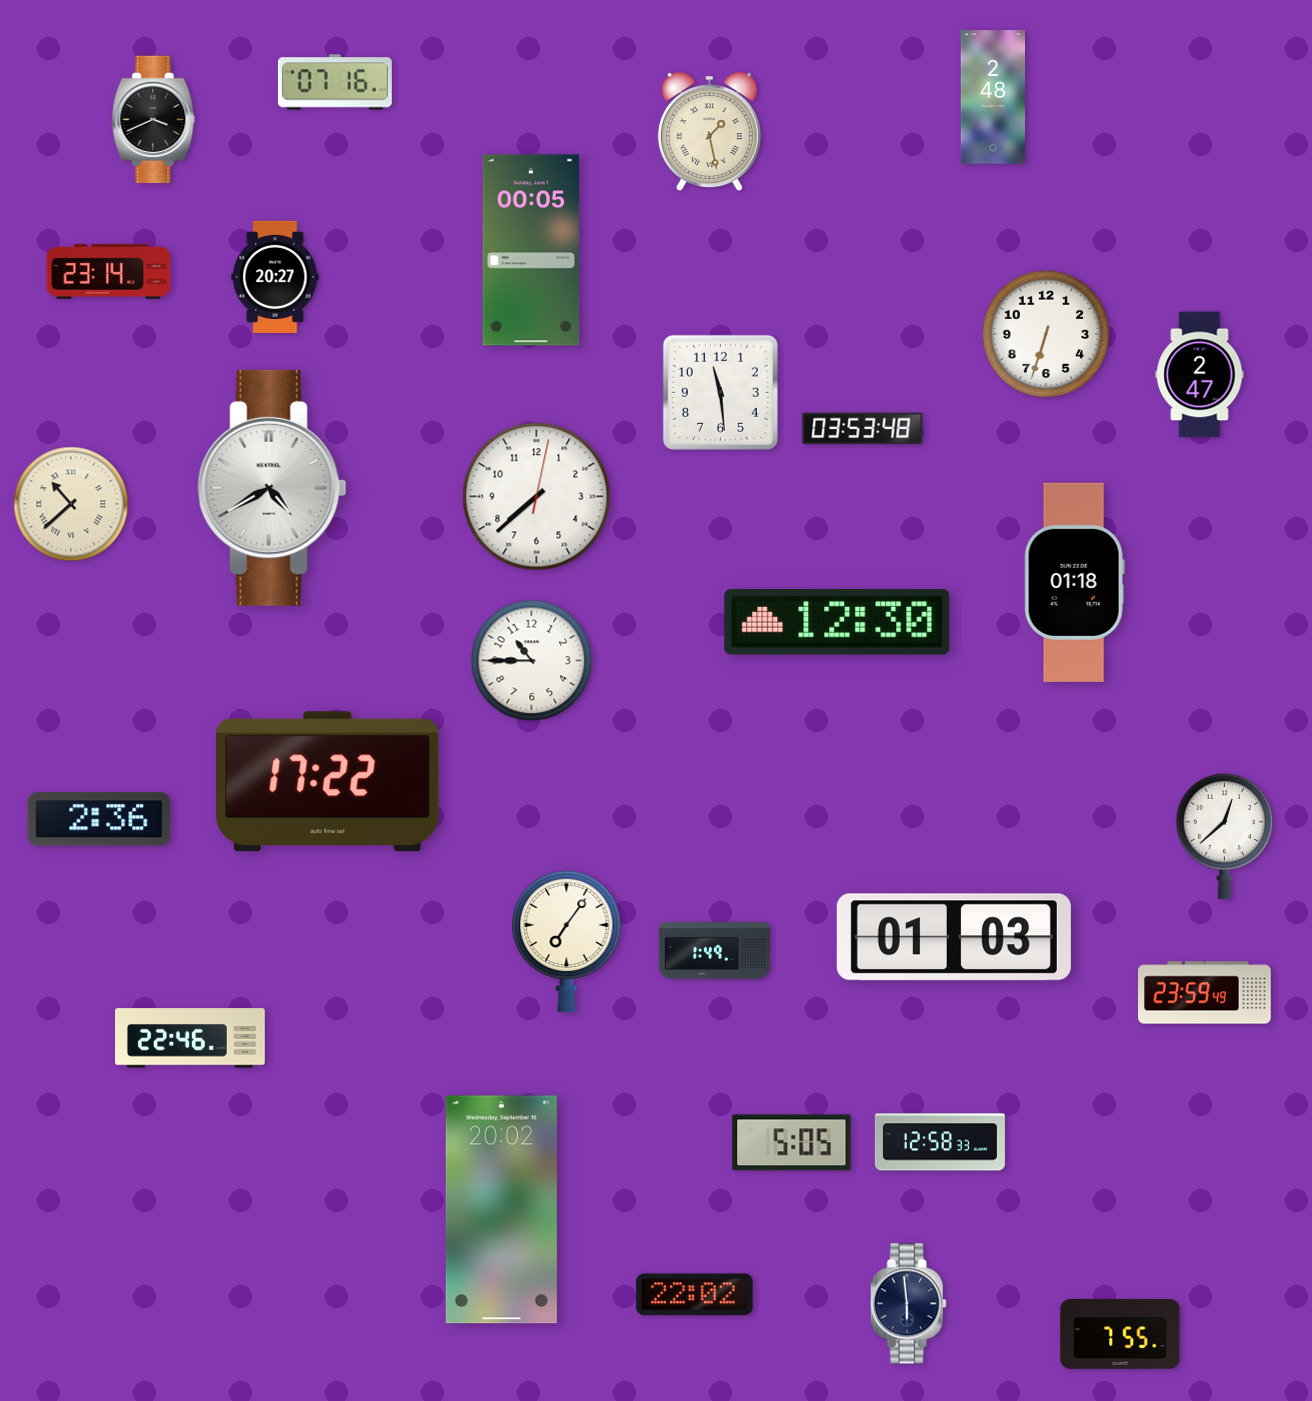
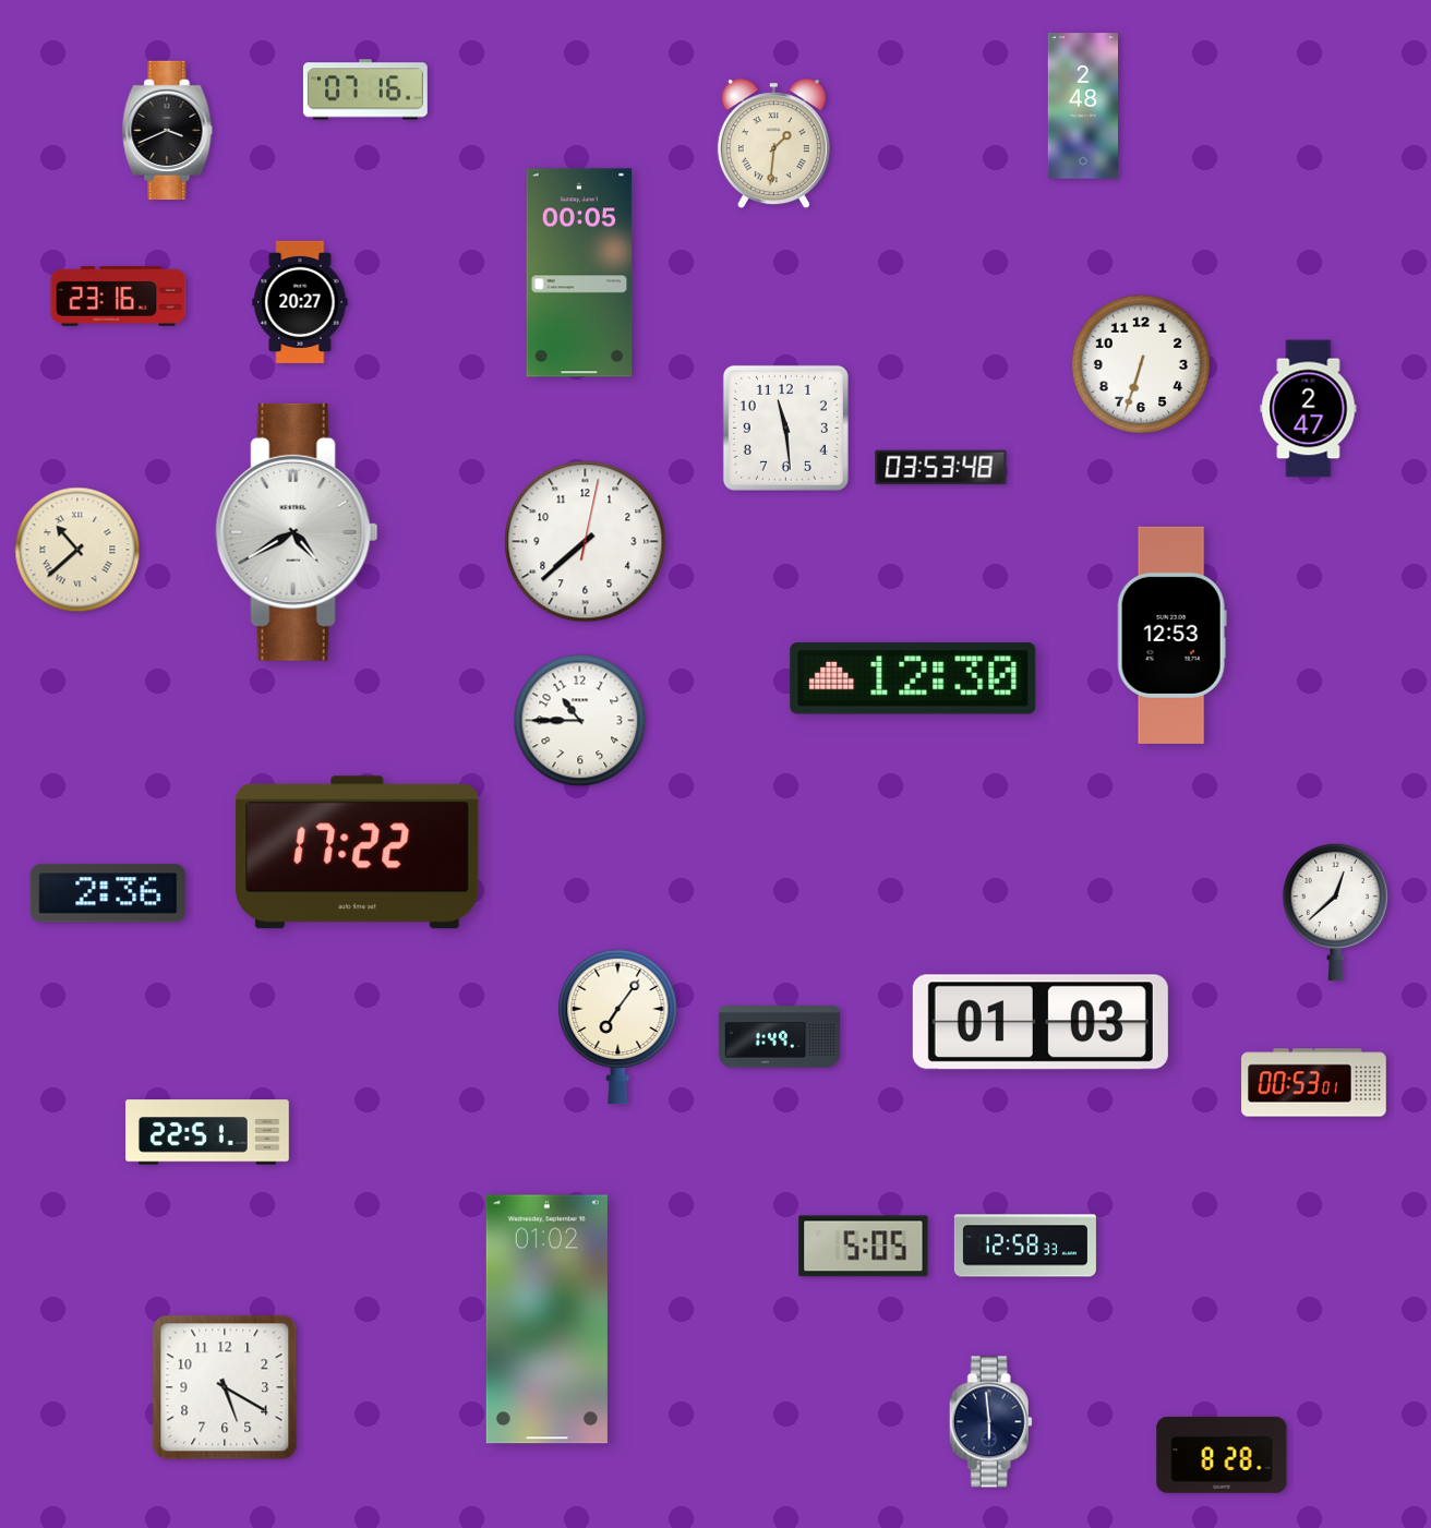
clock at (709, 132): 1:28 -> 1:31
clock at (109, 271): 23:14 -> 23:16
clock at (1074, 582): 01:18 -> 12:53
clock at (1205, 993): 23:59 -> 00:53
clock at (190, 1038): 22:46 -> 22:51
clock at (501, 1210): 20:02 -> 01:02
clock at (225, 1387): none -> 5:20
clock at (695, 1295): 22:02 -> none
clock at (1120, 1335): 7:55 -> 8:28
